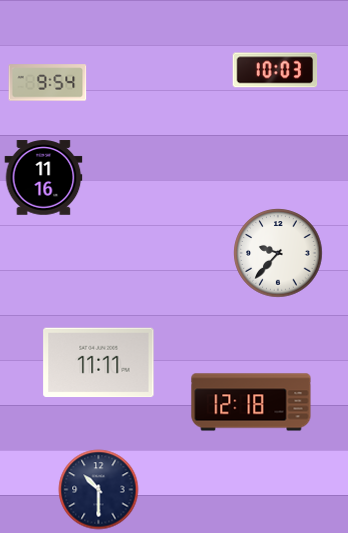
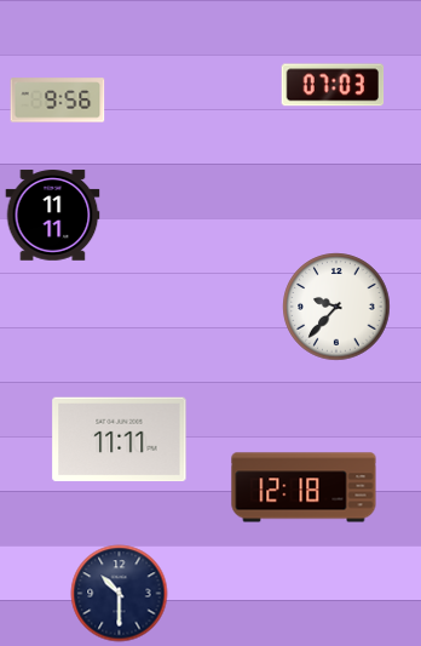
clock at (275, 70): 10:03 -> 07:03
clock at (47, 83): 9:54 -> 9:56
clock at (43, 178): 11:16 -> 11:11
